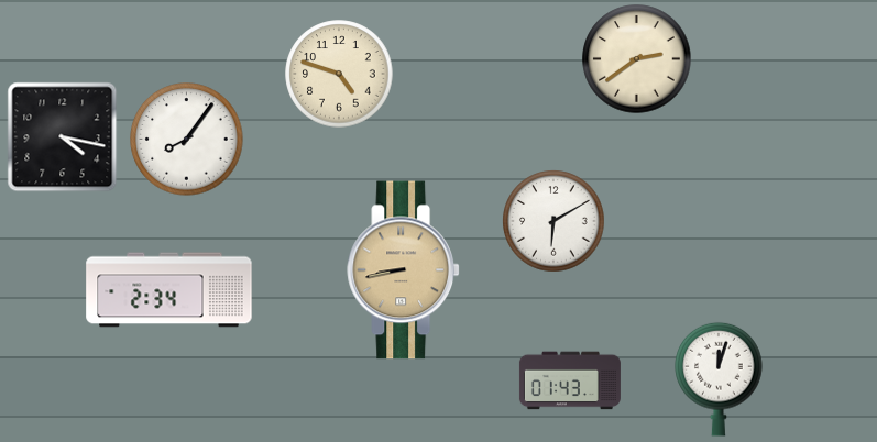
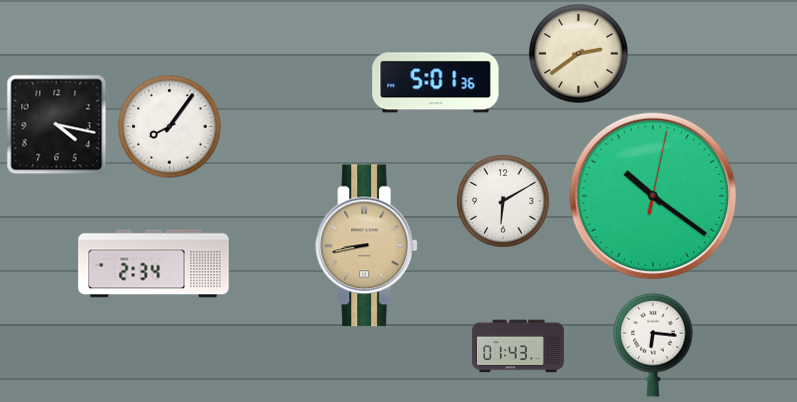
clock at (339, 74): 4:48 -> none
clock at (436, 83): none -> 5:01
clock at (652, 195): none -> 10:21
clock at (719, 379): 12:03 -> 6:16
